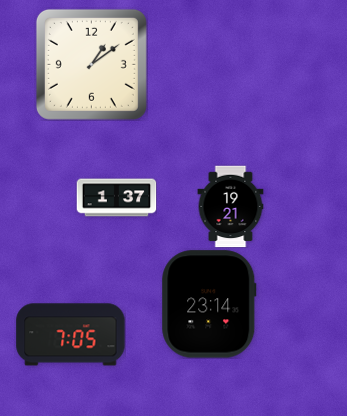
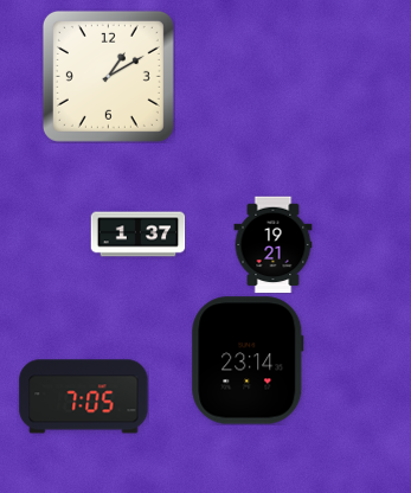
clock at (91, 64): 1:09 -> 1:10
